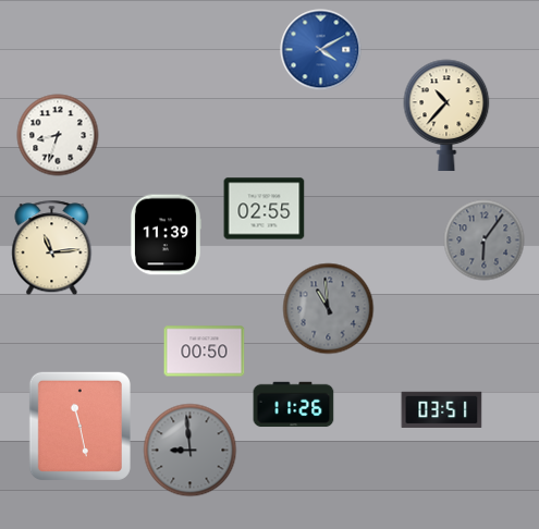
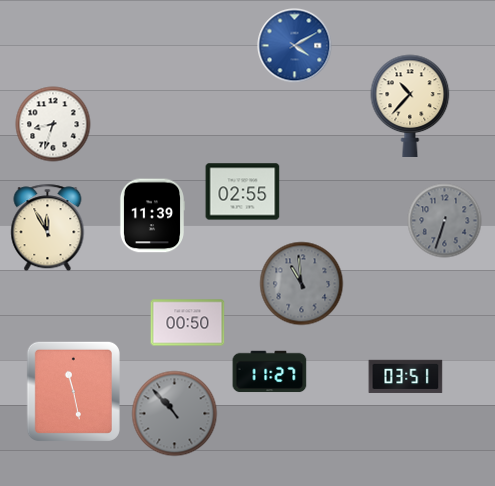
clock at (485, 241): 6:06 -> 6:33
clock at (52, 248): 11:14 -> 11:55
clock at (294, 405): 11:26 -> 11:27
clock at (191, 451): 8:59 -> 10:53
